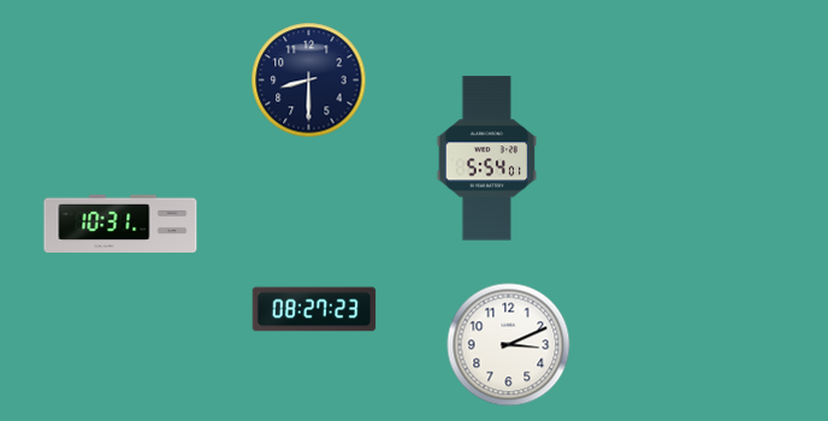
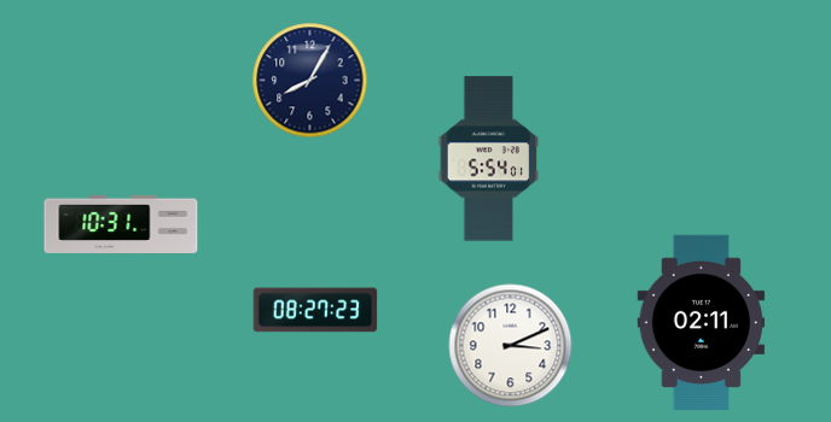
clock at (309, 81): 8:30 -> 8:05
clock at (702, 322): none -> 02:11
